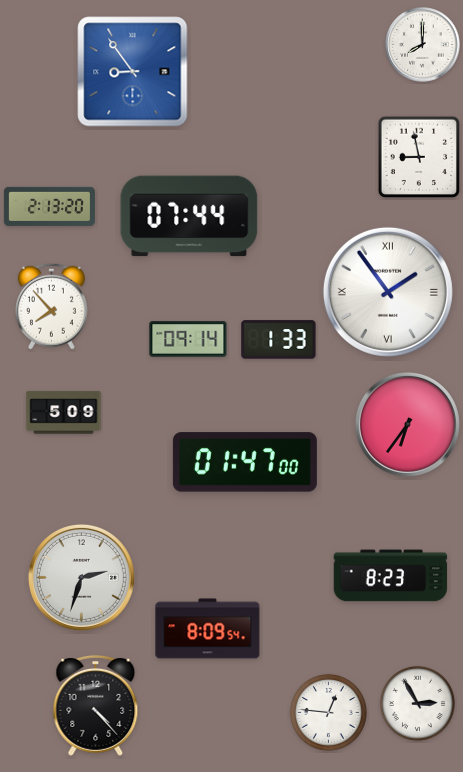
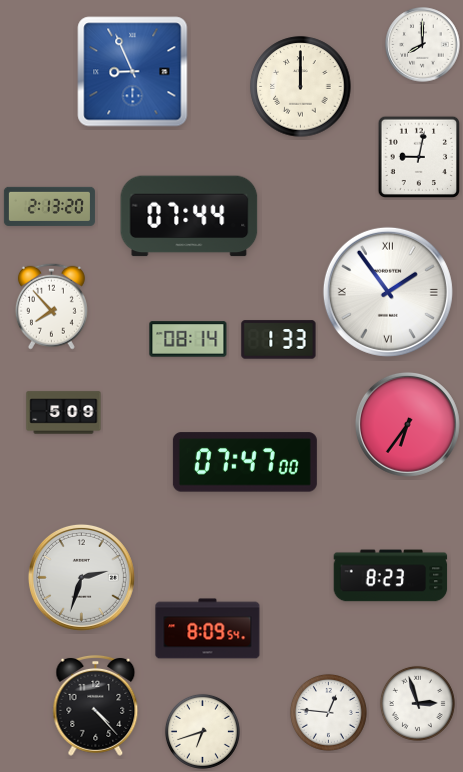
clock at (133, 72): 8:54 -> 8:56
clock at (301, 87): none -> 12:00
clock at (419, 157): 8:58 -> 9:02
clock at (188, 339): 09:14 -> 08:14
clock at (245, 462): 01:47 -> 07:47
clock at (417, 703): 2:55 -> 2:57
clock at (202, 731): none -> 6:42
